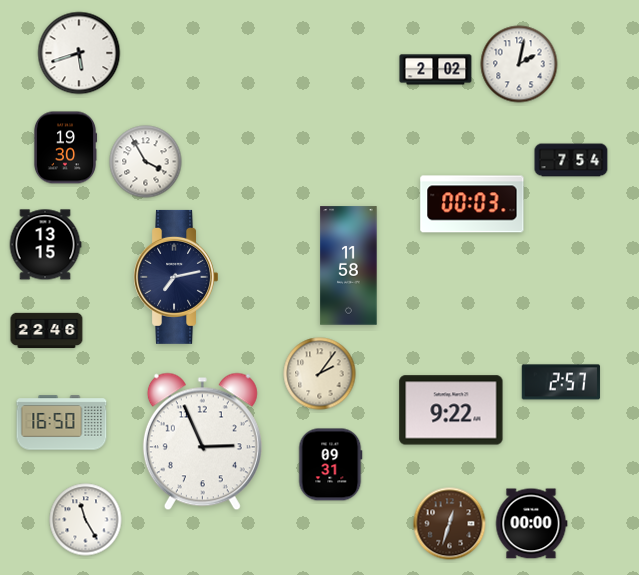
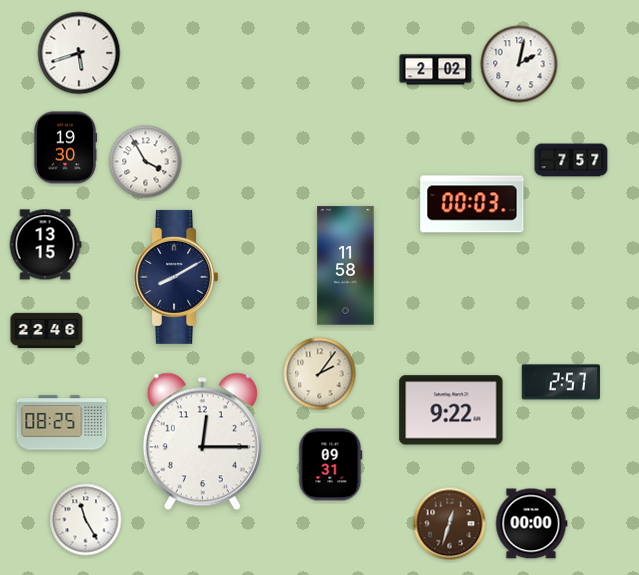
clock at (571, 160): 7:54 -> 7:57
clock at (349, 266) position: (349, 266) -> (346, 266)
clock at (175, 277): 7:13 -> 8:10
clock at (62, 423): 16:50 -> 08:25
clock at (202, 442): 2:56 -> 12:15
